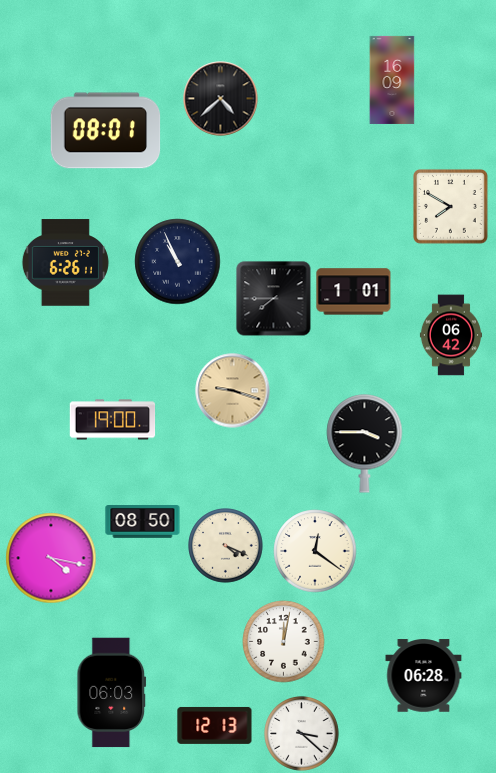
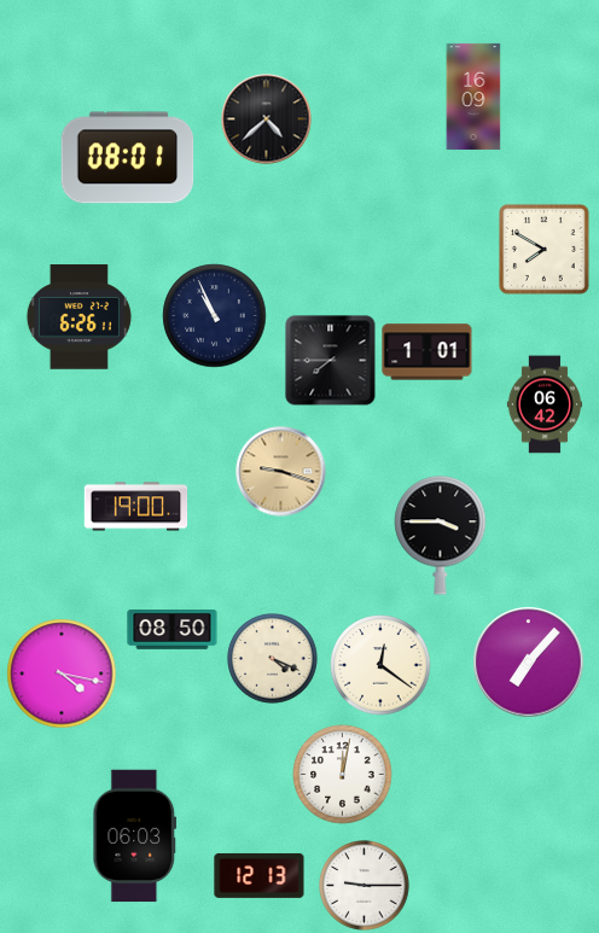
clock at (529, 663): none -> 7:07
clock at (424, 676): 06:28 -> none
clock at (302, 734): 3:22 -> 9:15
